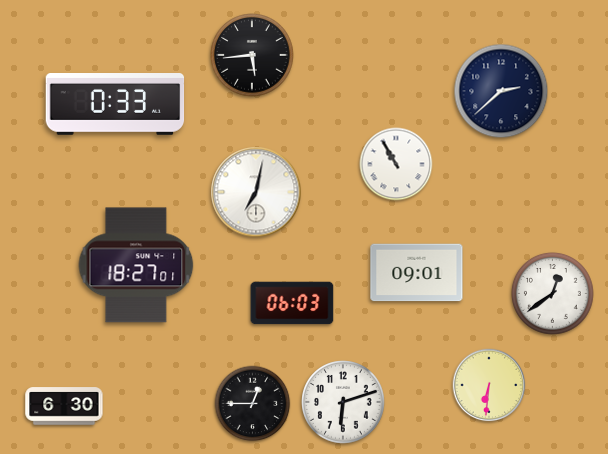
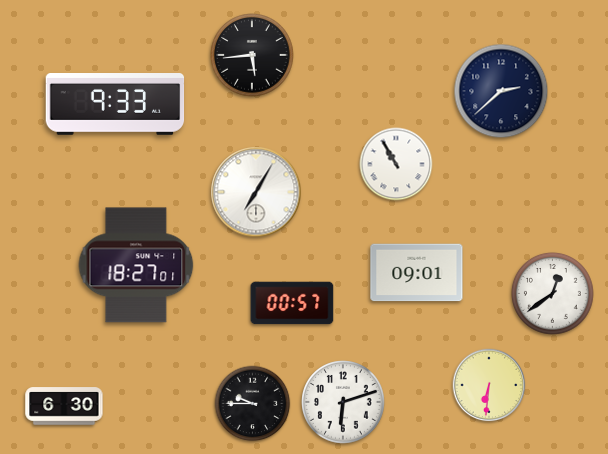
clock at (115, 105): 0:33 -> 9:33
clock at (256, 192): 7:02 -> 7:05
clock at (292, 303): 06:03 -> 00:57
clock at (253, 404): 12:45 -> 9:45
